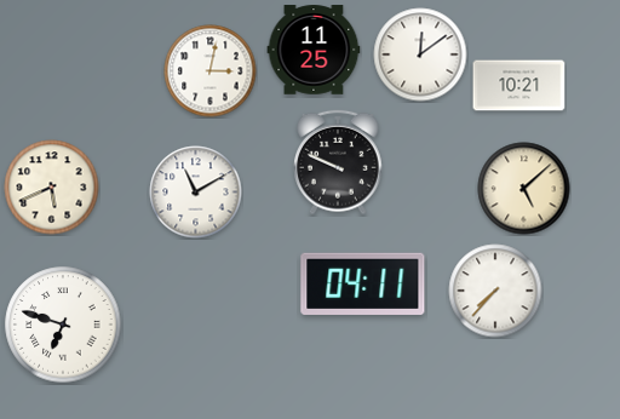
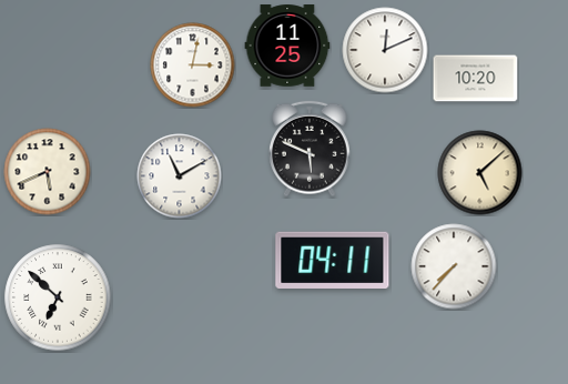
clock at (420, 54): 12:09 -> 12:11
clock at (519, 86): 10:21 -> 10:20
clock at (339, 162): 9:49 -> 5:49
clock at (63, 325): 6:48 -> 6:52
